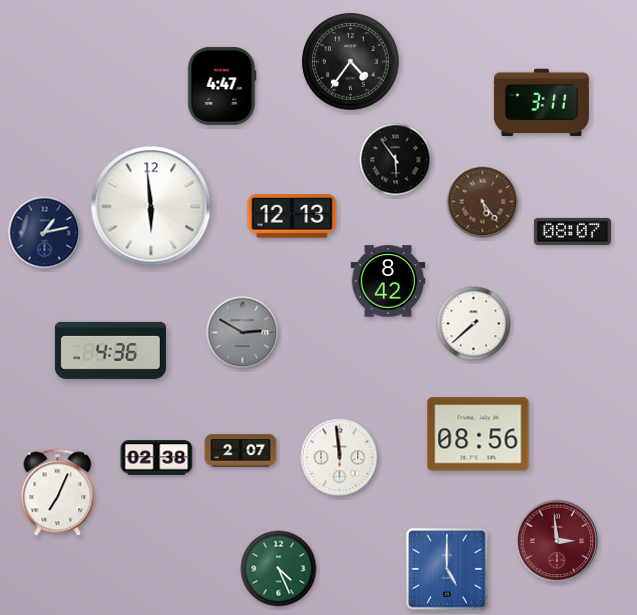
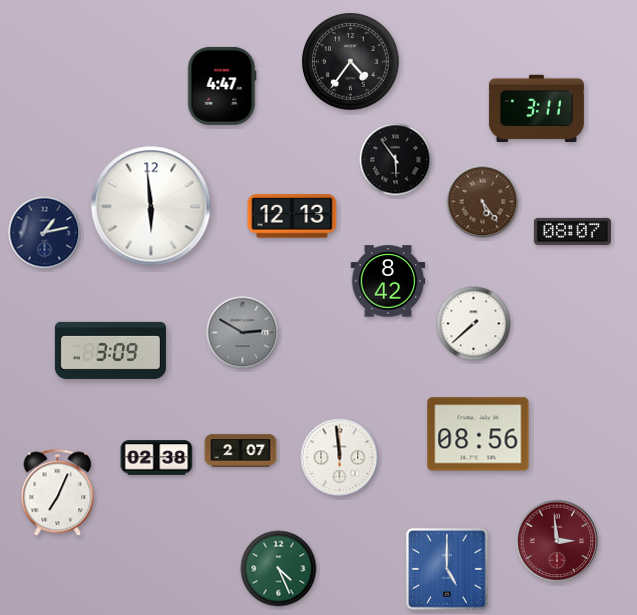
clock at (541, 103) position: (541, 103) -> (536, 109)
clock at (110, 350): 4:36 -> 3:09
